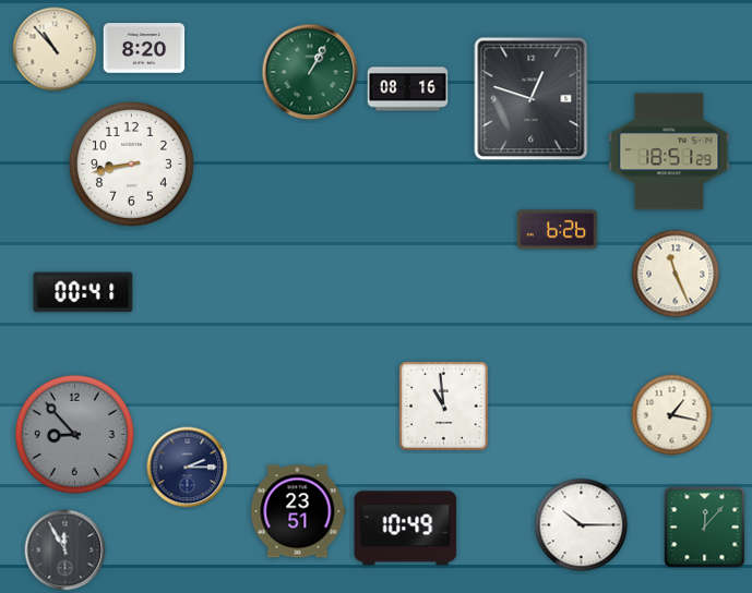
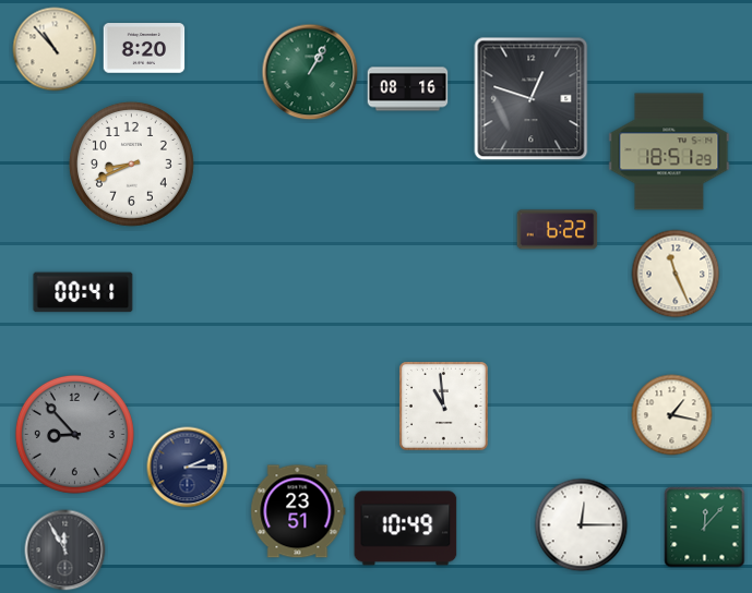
clock at (131, 164): 8:43 -> 8:41
clock at (558, 230): 6:26 -> 6:22
clock at (582, 525): 10:15 -> 12:15
